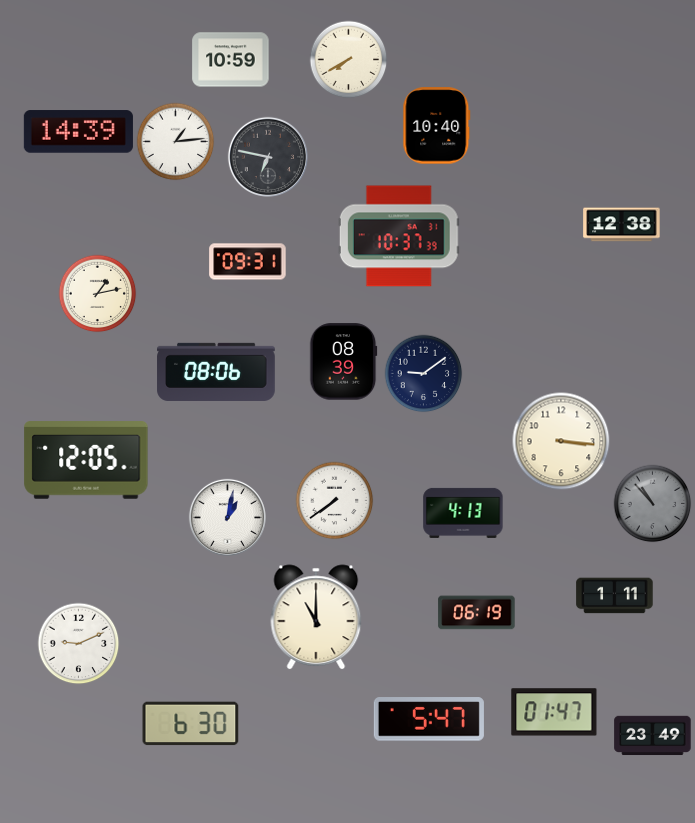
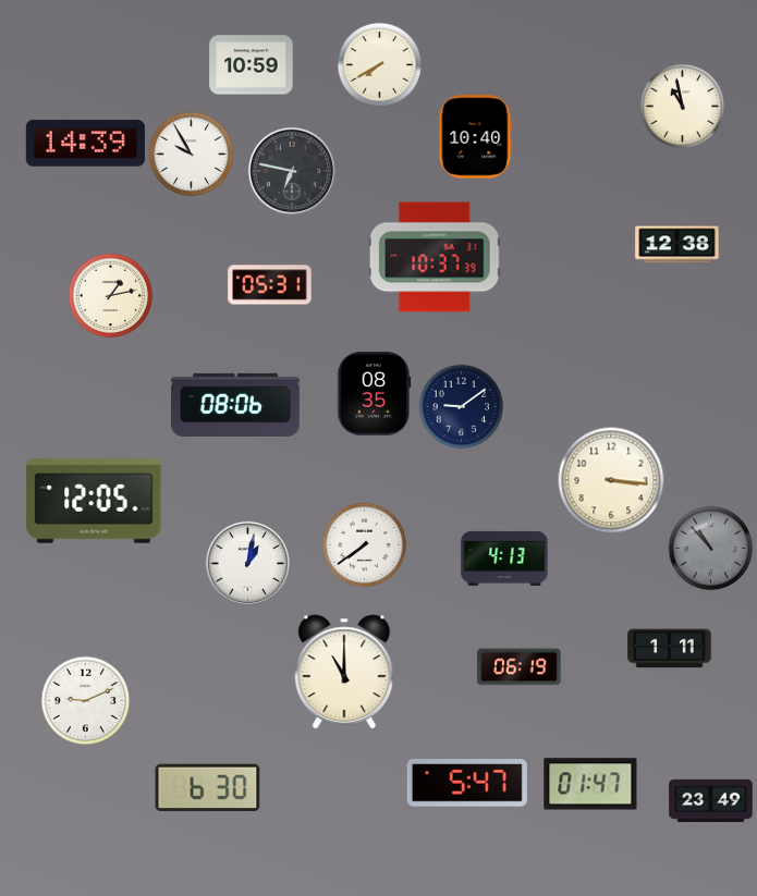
clock at (682, 106): none -> 10:58
clock at (175, 141): 1:14 -> 9:55
clock at (248, 262): 09:31 -> 05:31
clock at (97, 293) position: (97, 293) -> (110, 295)
clock at (344, 362): 08:39 -> 08:35
clock at (554, 712) position: (554, 712) -> (590, 784)
